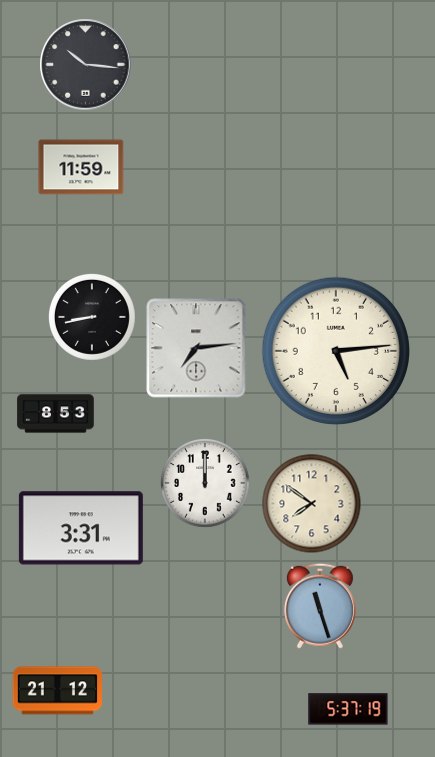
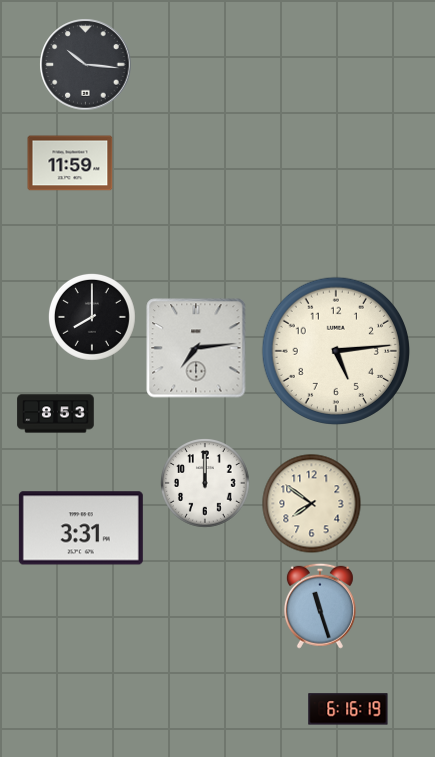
clock at (81, 167) position: (81, 167) -> (70, 163)
clock at (92, 317): 8:43 -> 8:00
clock at (57, 691): 21:12 -> none
clock at (348, 709): 5:37 -> 6:16
